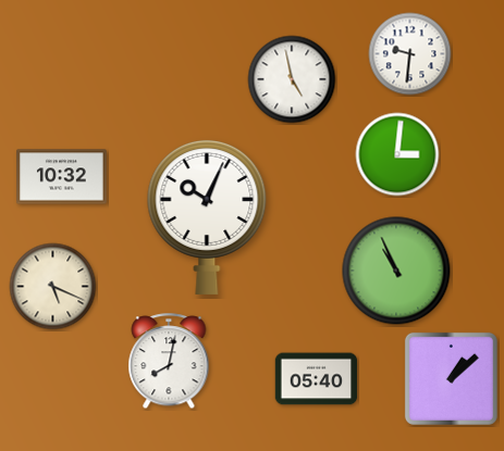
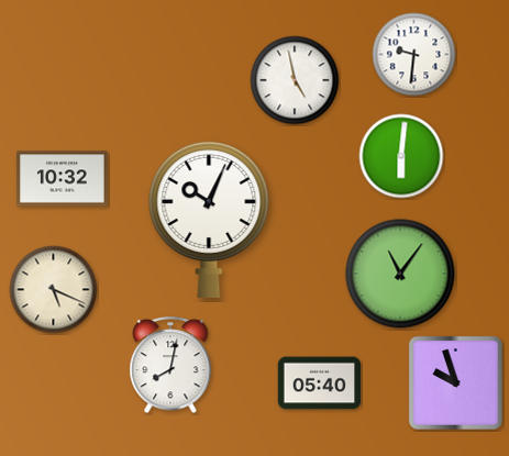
clock at (397, 154): 3:01 -> 6:01
clock at (396, 271): 10:56 -> 11:06
clock at (451, 378): 1:08 -> 9:57
